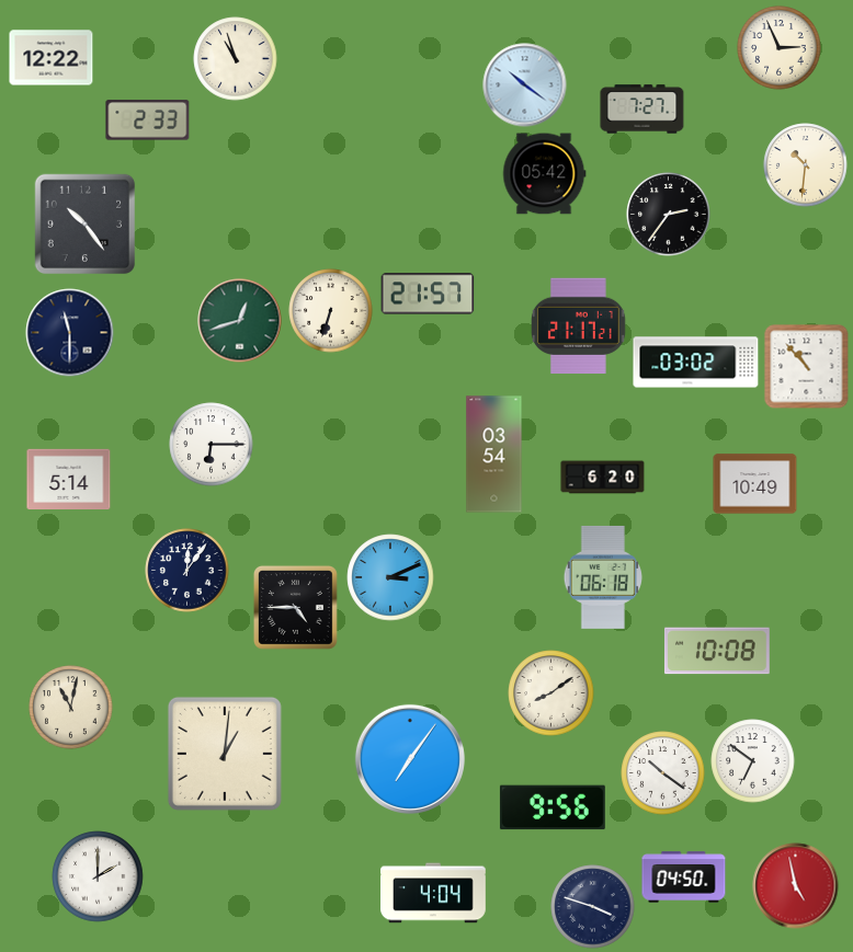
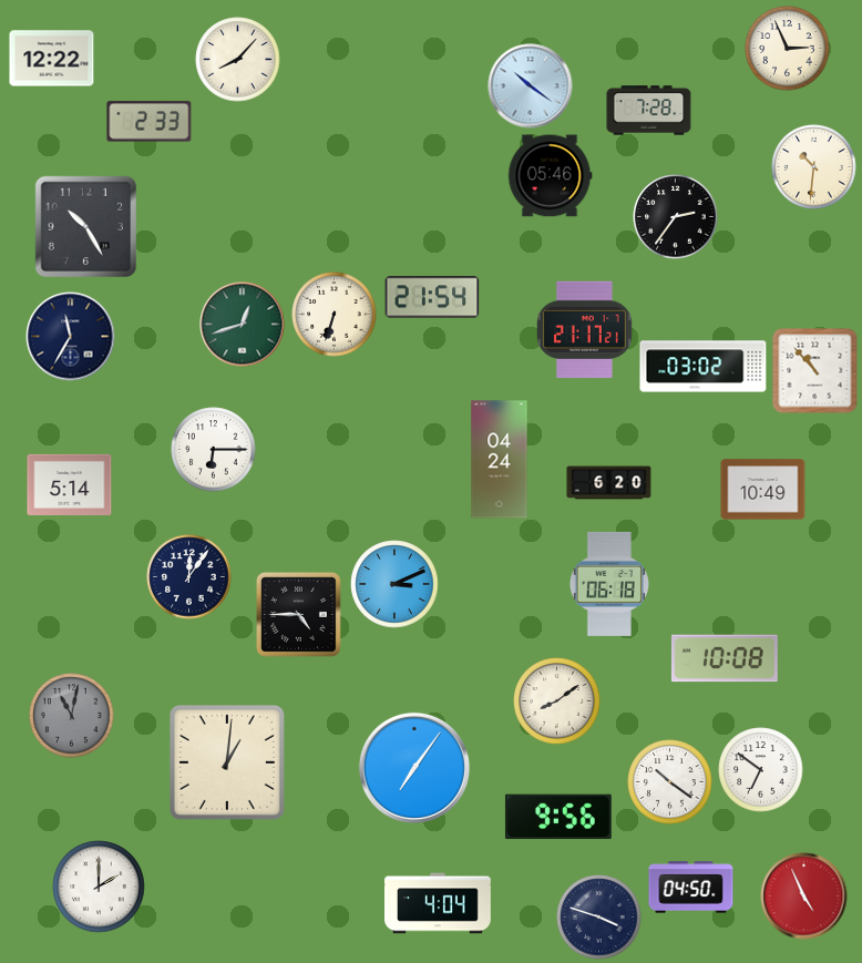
clock at (236, 59): 10:57 -> 8:07
clock at (642, 110): 7:27 -> 7:28
clock at (545, 174): 05:42 -> 05:46
clock at (86, 225): 10:24 -> 10:25
clock at (428, 294): 21:57 -> 21:54
clock at (70, 333): 11:30 -> 11:35
clock at (494, 455): 03:54 -> 04:24
clock at (71, 708) dial: cream -> grey
clock at (796, 886): 4:58 -> 4:56
